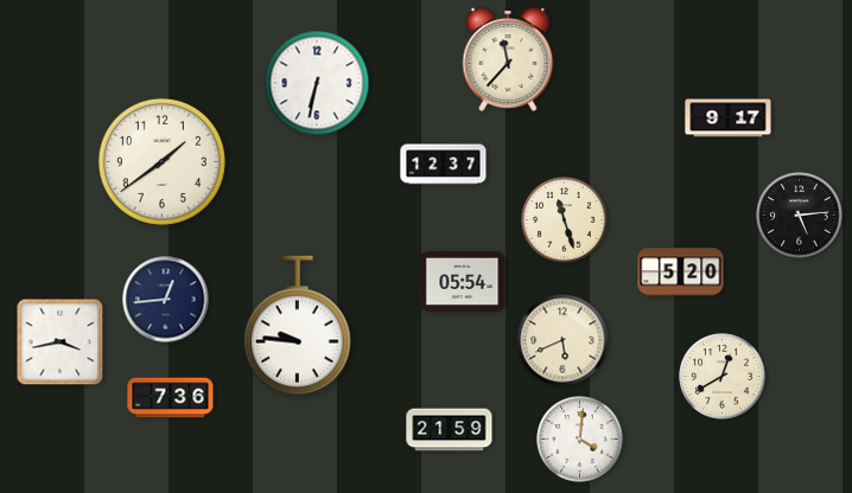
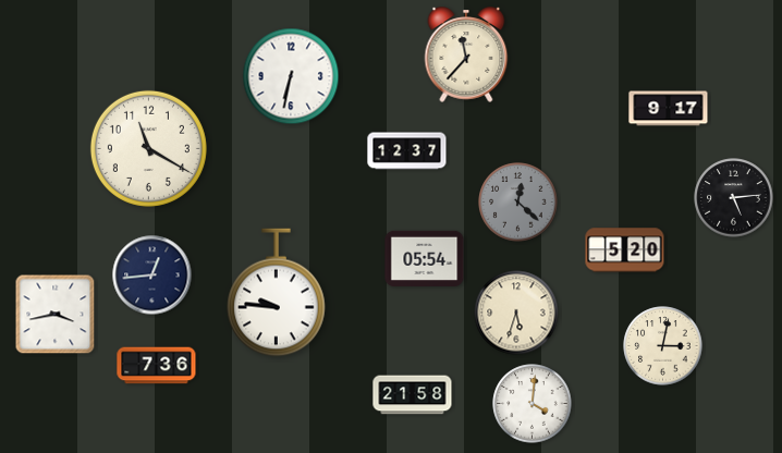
clock at (161, 161): 1:39 -> 11:20
clock at (565, 220): 11:27 -> 12:22
clock at (565, 220) dial: cream -> grey
clock at (298, 326) position: (298, 326) -> (277, 293)
clock at (562, 340): 5:41 -> 5:33
clock at (723, 377): 12:40 -> 3:02
clock at (450, 430): 21:59 -> 21:58
